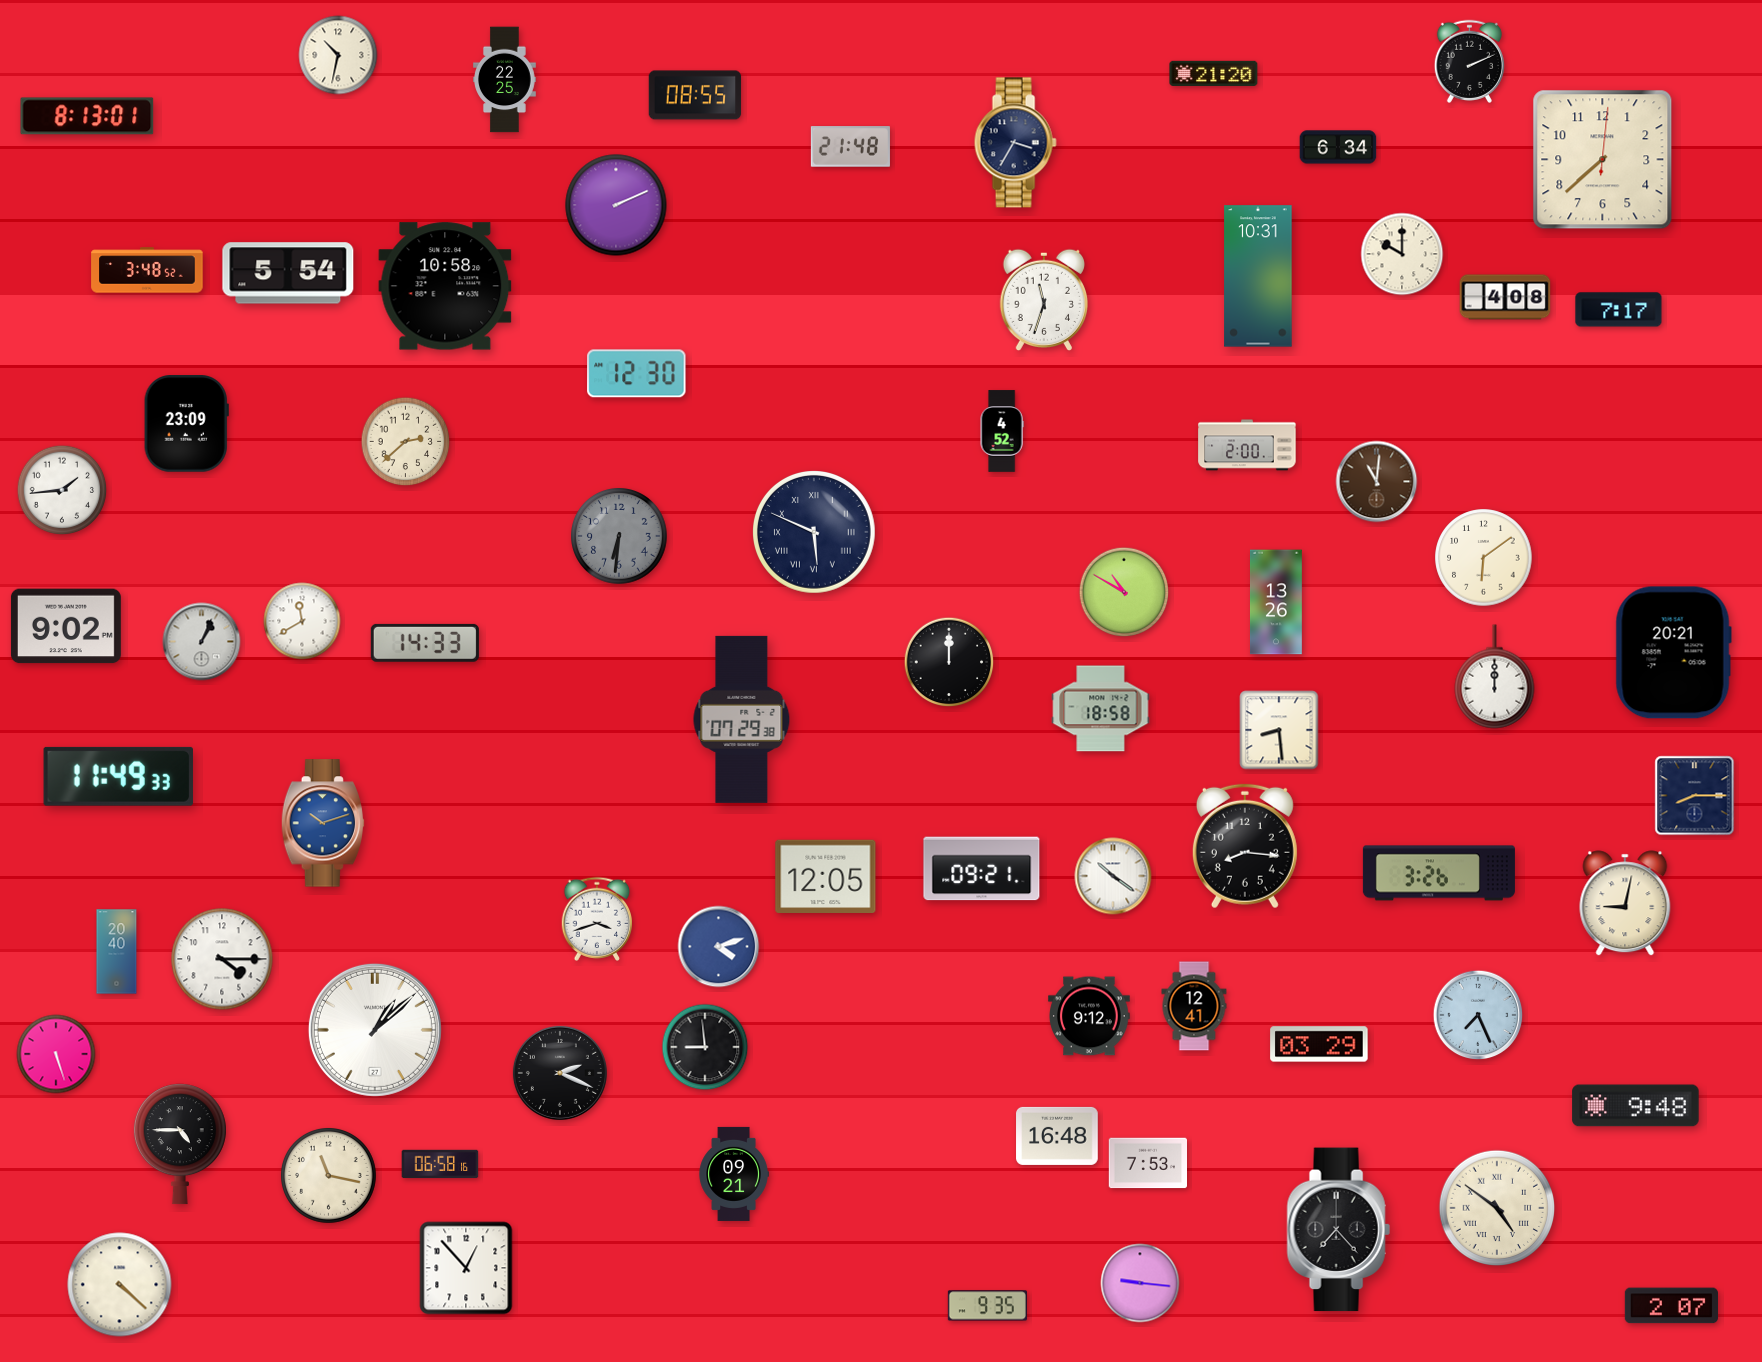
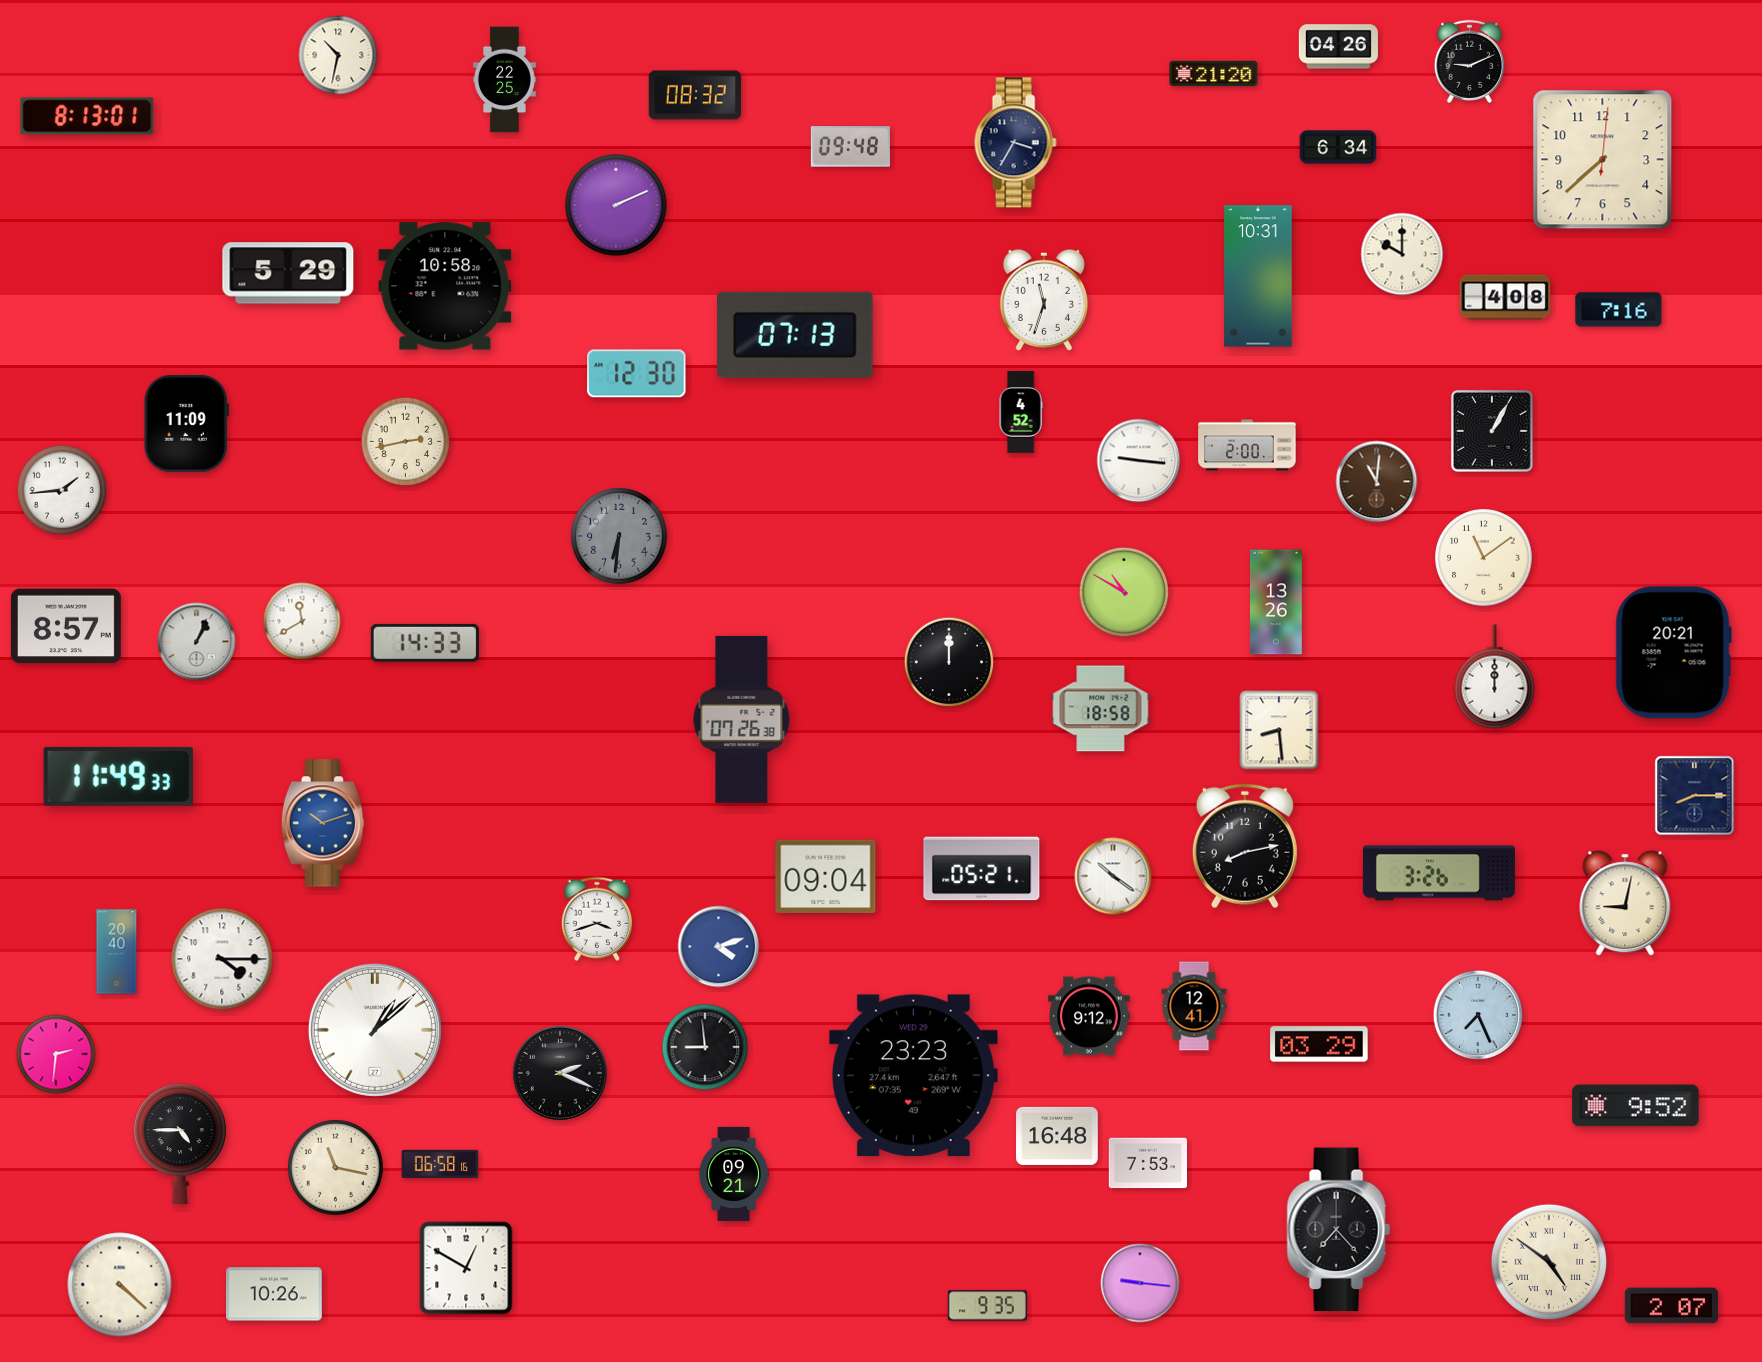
clock at (1338, 47): none -> 04:26
clock at (1469, 61): 2:11 -> 9:11
clock at (695, 95): 08:55 -> 08:32
clock at (850, 147): 21:48 -> 09:48
clock at (147, 270): 3:48 -> none
clock at (288, 273): 5:54 -> 5:29
clock at (1619, 310): 7:17 -> 7:16
clock at (796, 335): none -> 07:13
clock at (186, 424): 23:09 -> 11:09
clock at (1002, 431) position: (1002, 431) -> (1021, 412)
clock at (1492, 431): none -> 1:05
clock at (406, 442): 2:38 -> 2:43
clock at (1139, 461): none -> 9:16
clock at (815, 533): 5:49 -> none
clock at (1484, 558): 6:09 -> 11:09
clock at (66, 626): 9:02 -> 8:57
clock at (202, 642) position: (202, 642) -> (197, 642)
clock at (742, 719): 07:29 -> 07:26
clock at (1245, 846): 8:16 -> 8:13
clock at (982, 869): 09:21 -> 05:21
clock at (826, 877): 12:05 -> 09:04
clock at (56, 1054): 5:27 -> 2:31
clock at (913, 1076): none -> 23:23
clock at (1636, 1106): 9:48 -> 9:52
clock at (329, 1176) position: (329, 1176) -> (336, 1168)
clock at (1497, 1208) position: (1497, 1208) -> (1549, 1262)
clock at (466, 1268): 12:53 -> 12:50
clock at (275, 1294): none -> 10:26
